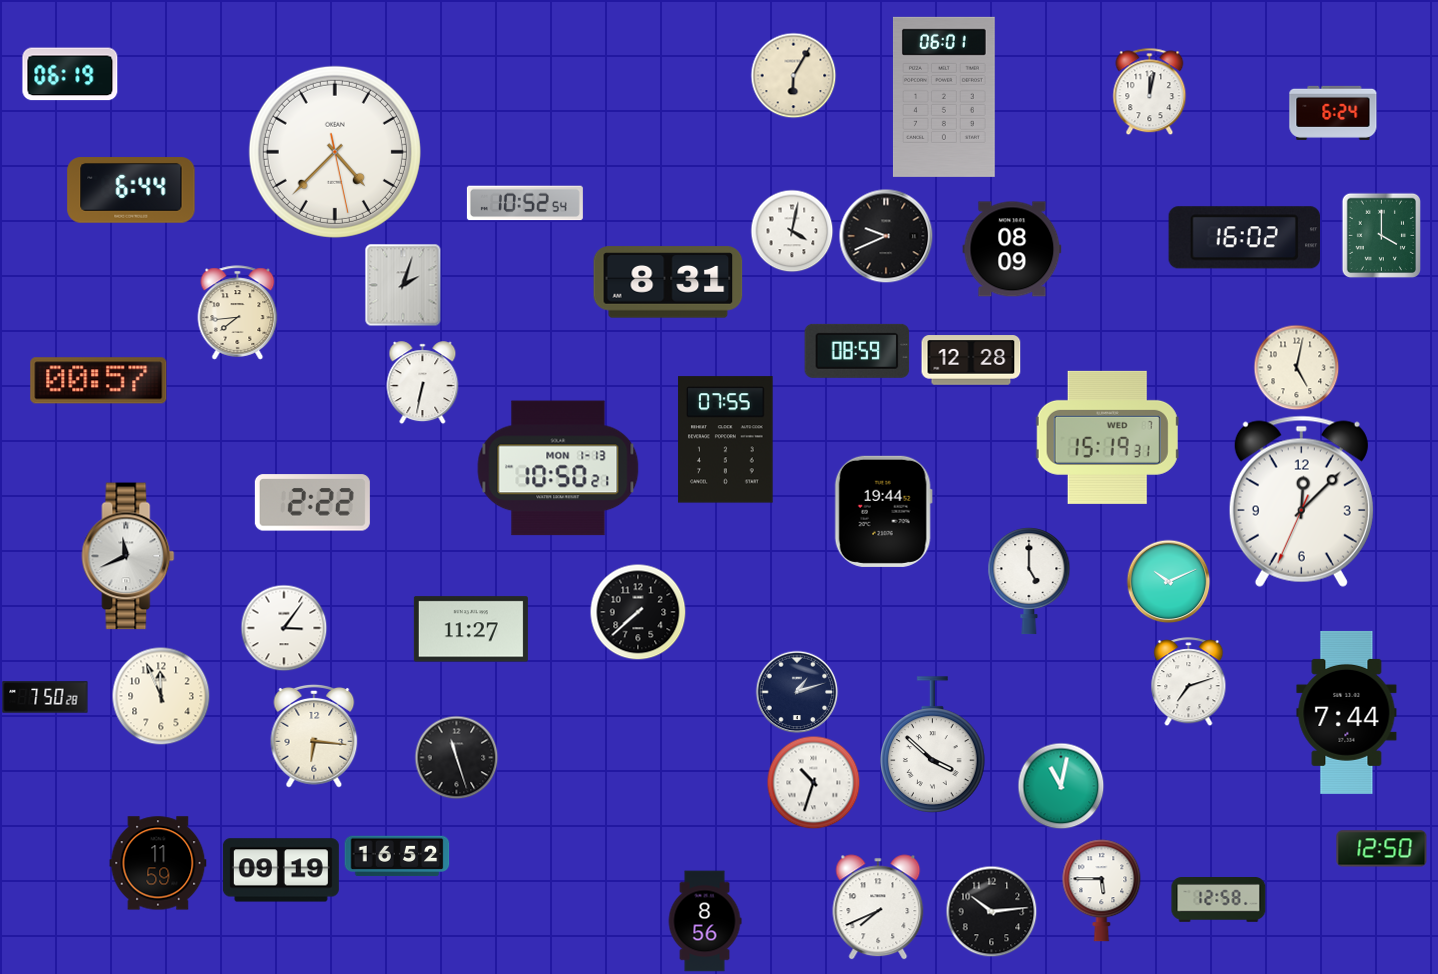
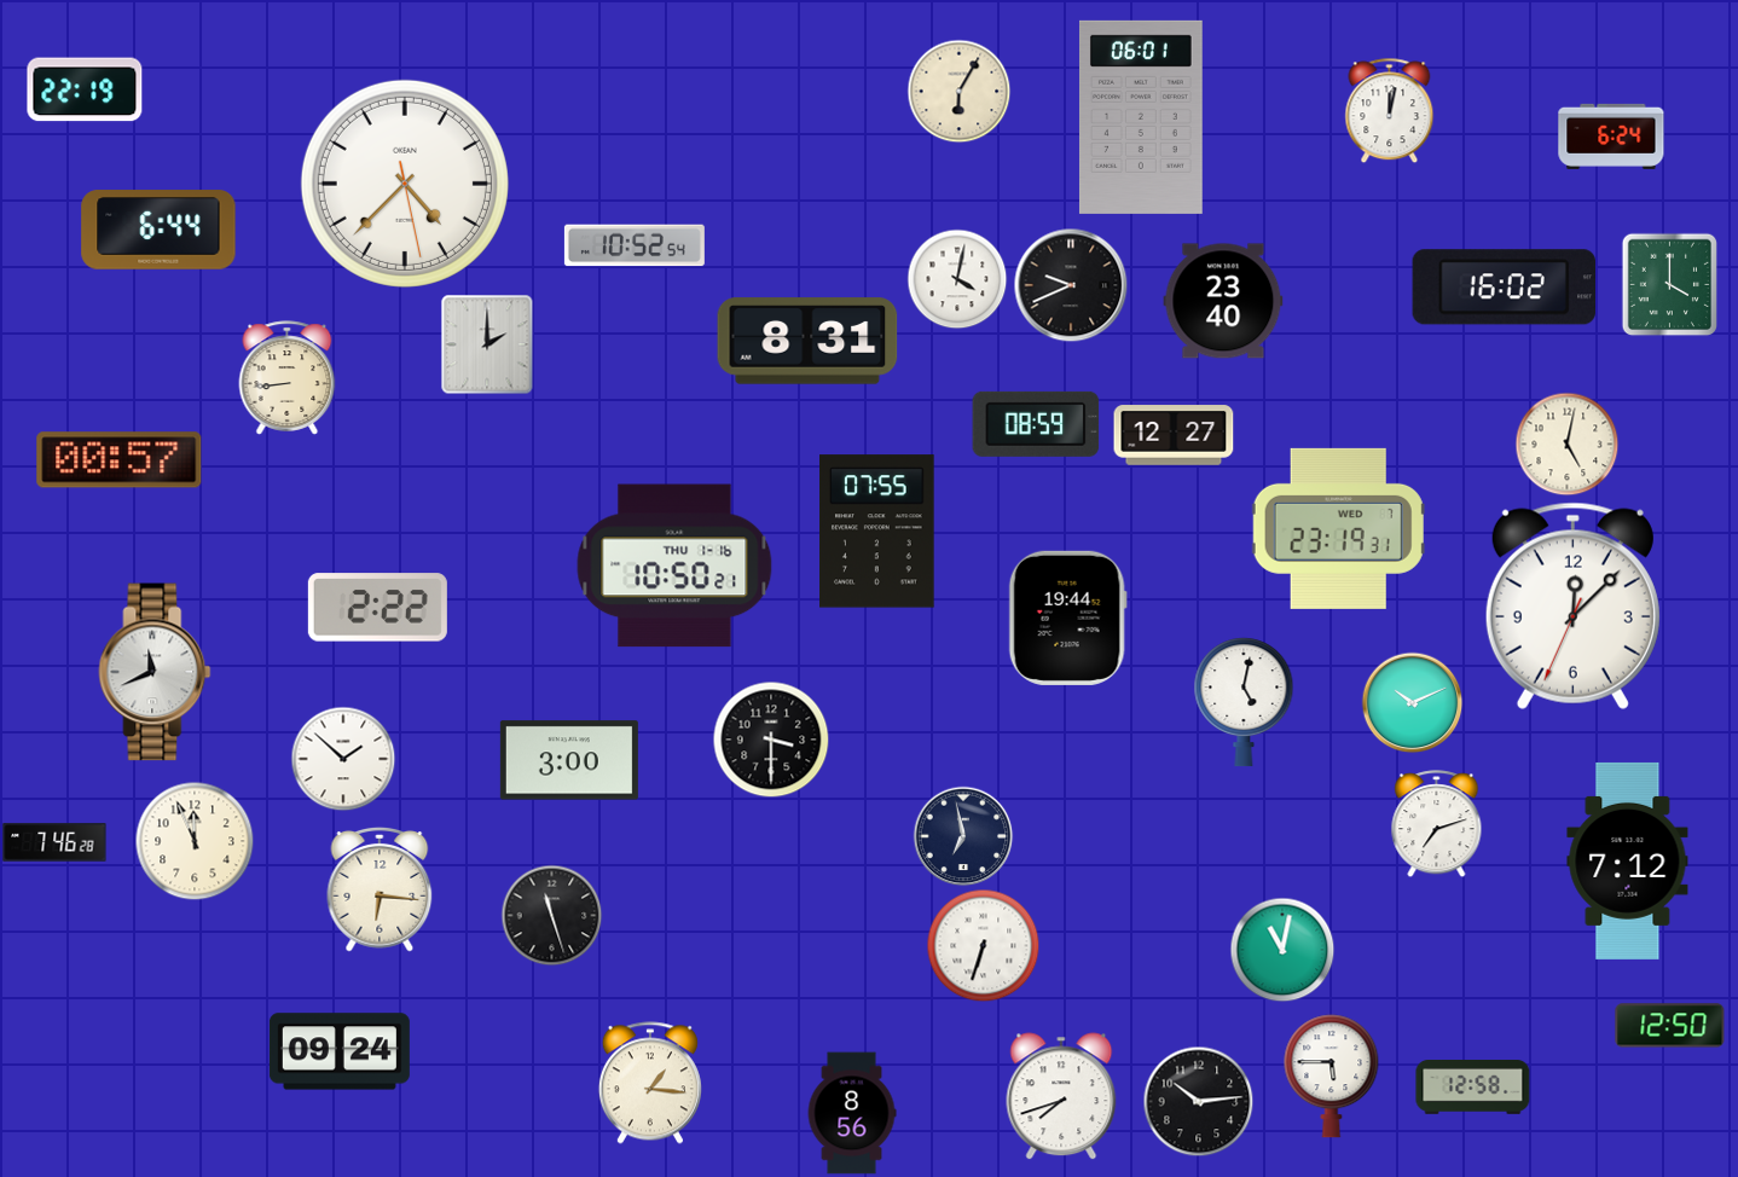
clock at (70, 74): 06:19 -> 22:19
clock at (1012, 249): 08:09 -> 23:40
clock at (403, 285): 2:03 -> 2:00
clock at (238, 313): 7:44 -> 8:44
clock at (971, 360): 12:28 -> 12:27
clock at (423, 383): 6:32 -> none
clock at (1107, 437): 15:19 -> 23:19
clock at (558, 468) date: MON 1-13 -> THU 1-16
clock at (1029, 581): 5:00 -> 5:02
clock at (638, 612): 7:38 -> 3:30
clock at (284, 628): 3:06 -> 1:52
clock at (471, 629): 11:27 -> 3:00
clock at (797, 692): 1:12 -> 6:58
clock at (45, 697): 7:50 -> 7:46
clock at (1347, 712): 7:44 -> 7:12
clock at (933, 745): 3:52 -> none
clock at (813, 782): 10:33 -> 6:33
clock at (397, 856): 16:52 -> none
clock at (158, 863): 11:59 -> none
clock at (281, 870): 09:19 -> 09:24
clock at (650, 1083): none -> 1:16
clock at (878, 907): 7:41 -> 7:42
